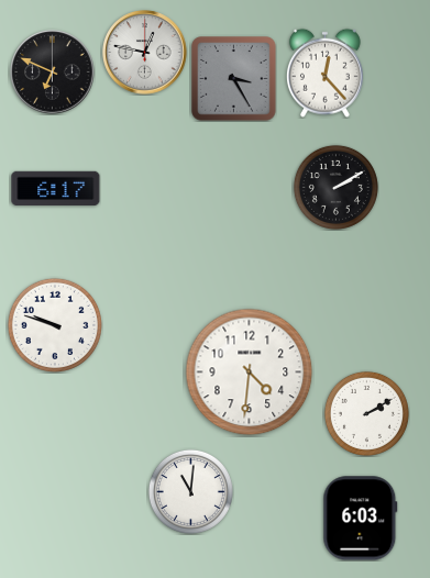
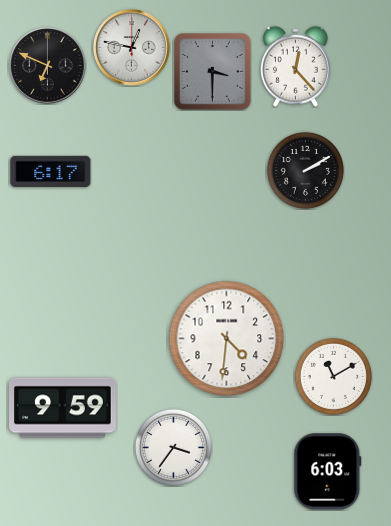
clock at (234, 79): 3:25 -> 3:30
clock at (55, 325): 9:48 -> none
clock at (366, 413): 2:10 -> 11:10
clock at (63, 408): none -> 9:59
clock at (190, 491): 11:01 -> 3:36
